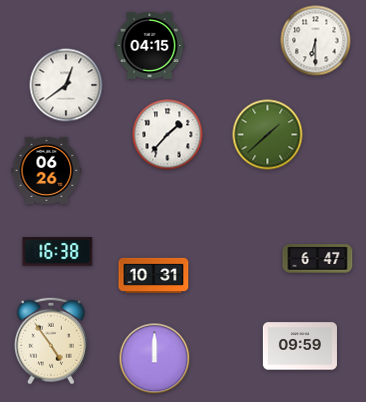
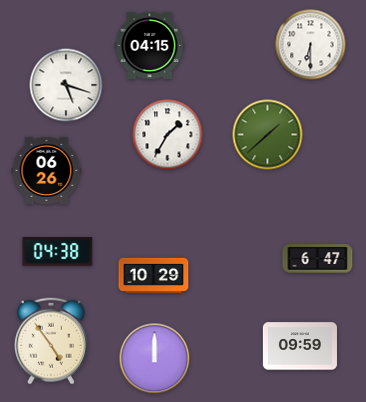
clock at (316, 41) position: (316, 41) -> (311, 45)
clock at (66, 85): 12:39 -> 5:18
clock at (168, 135): 1:37 -> 1:35
clock at (58, 252): 16:38 -> 04:38
clock at (154, 275): 10:31 -> 10:29
